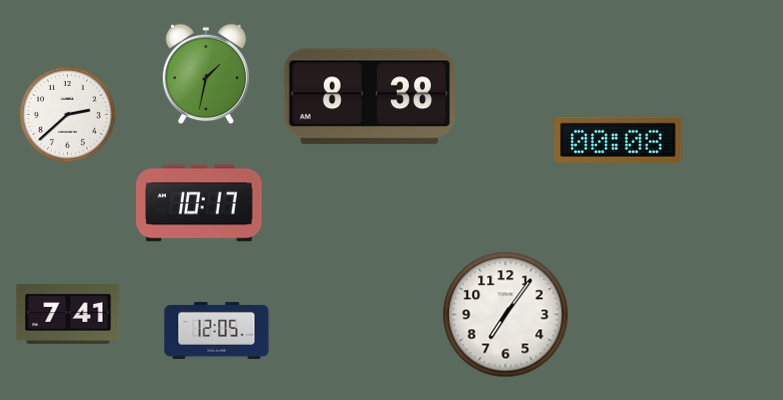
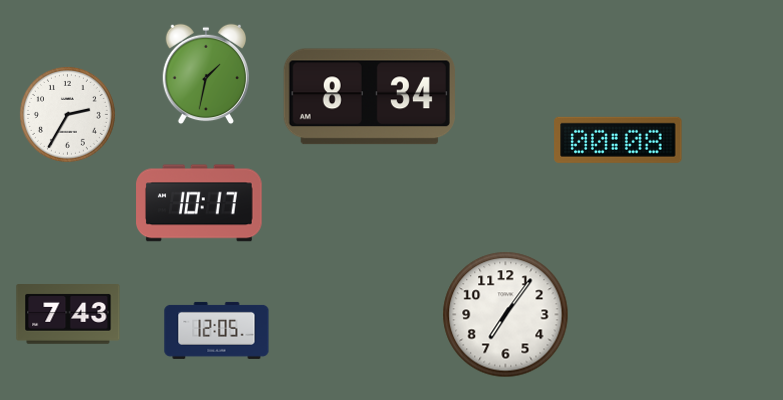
clock at (369, 97): 8:38 -> 8:34
clock at (67, 114): 2:38 -> 2:35
clock at (68, 314): 7:41 -> 7:43
